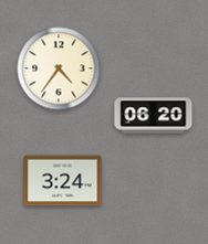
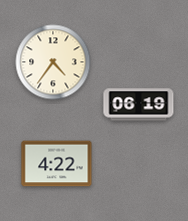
clock at (154, 116): 06:20 -> 06:19
clock at (63, 181): 3:24 -> 4:22
